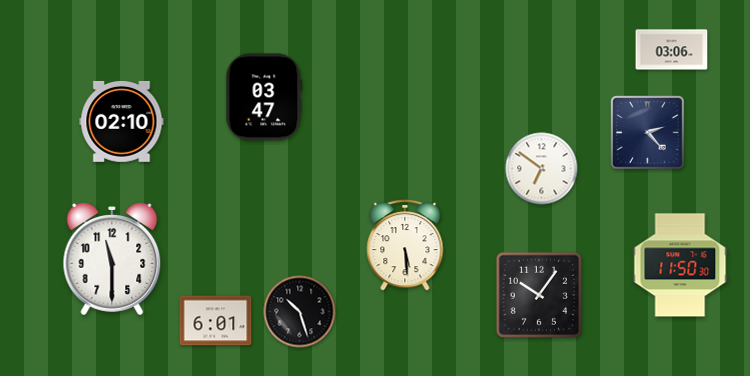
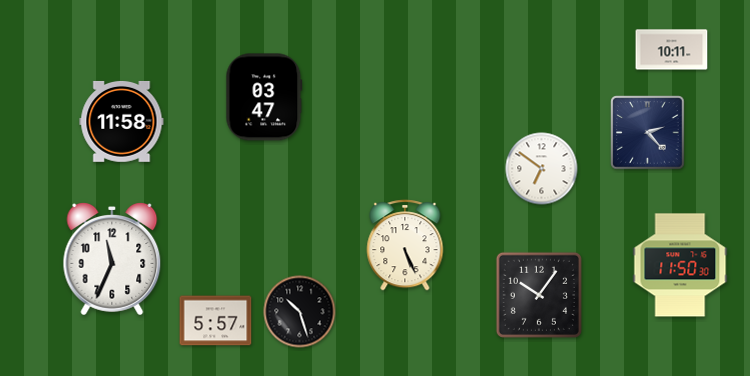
clock at (672, 50): 03:06 -> 10:11
clock at (122, 121): 02:10 -> 11:58
clock at (405, 245): 5:29 -> 5:26
clock at (112, 259): 11:30 -> 11:34
clock at (216, 321): 6:01 -> 5:57
